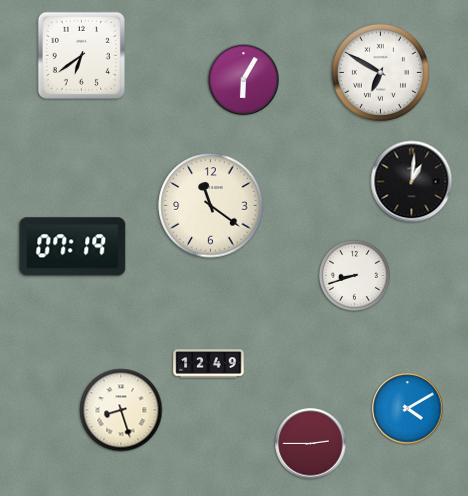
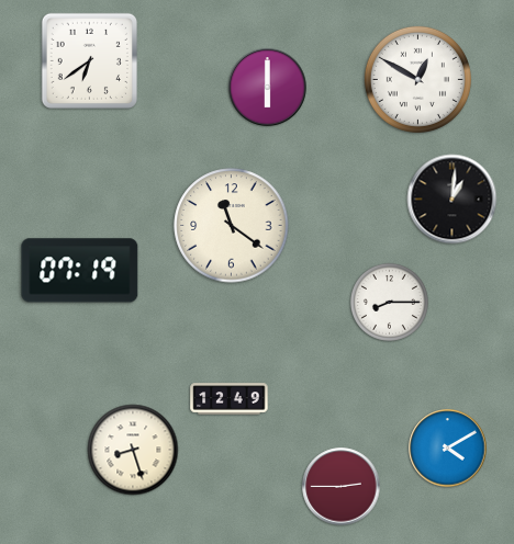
clock at (380, 72): 6:50 -> 12:50
clock at (244, 80): 6:05 -> 6:00
clock at (354, 275): 8:42 -> 8:15
